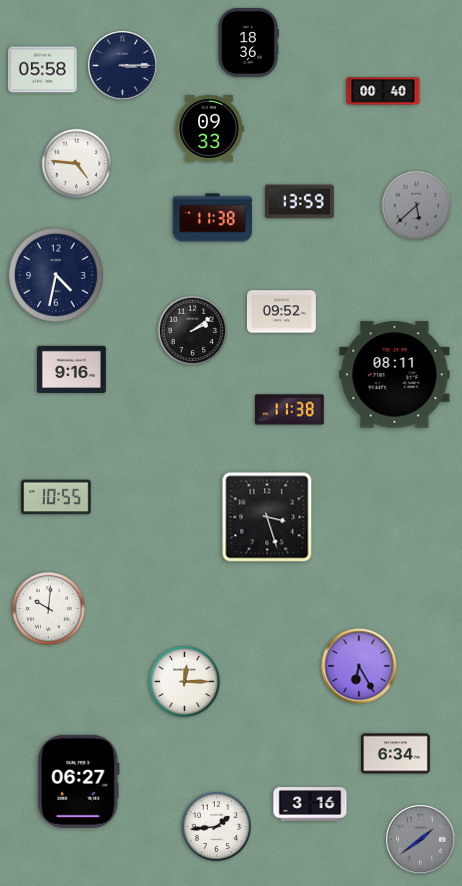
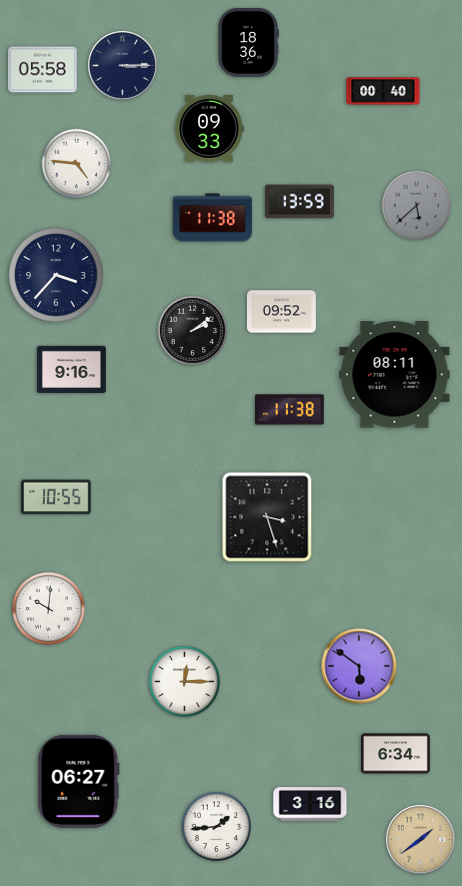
clock at (56, 275): 4:32 -> 3:37
clock at (359, 666): 6:25 -> 5:51
clock at (421, 840) dial: grey -> champagne
